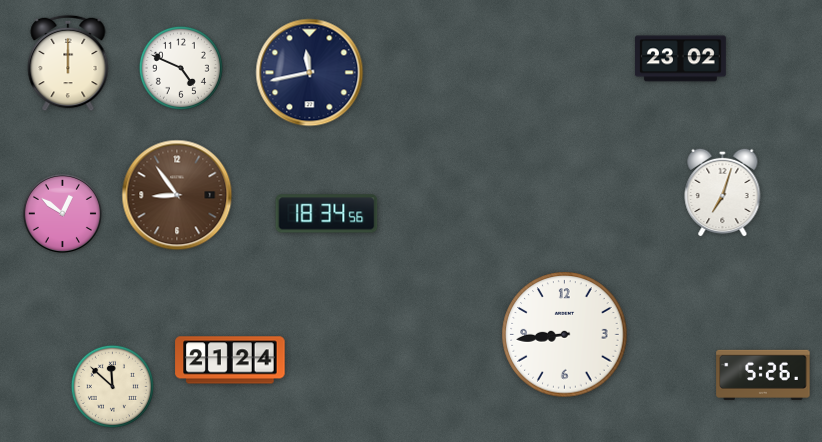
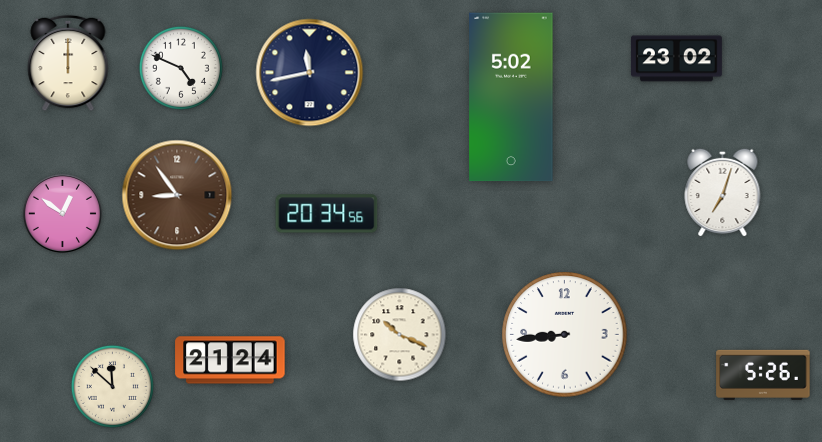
clock at (680, 59) position: (680, 59) -> (676, 59)
clock at (511, 97): none -> 5:02
clock at (327, 214): 18:34 -> 20:34
clock at (400, 335): none -> 10:19
